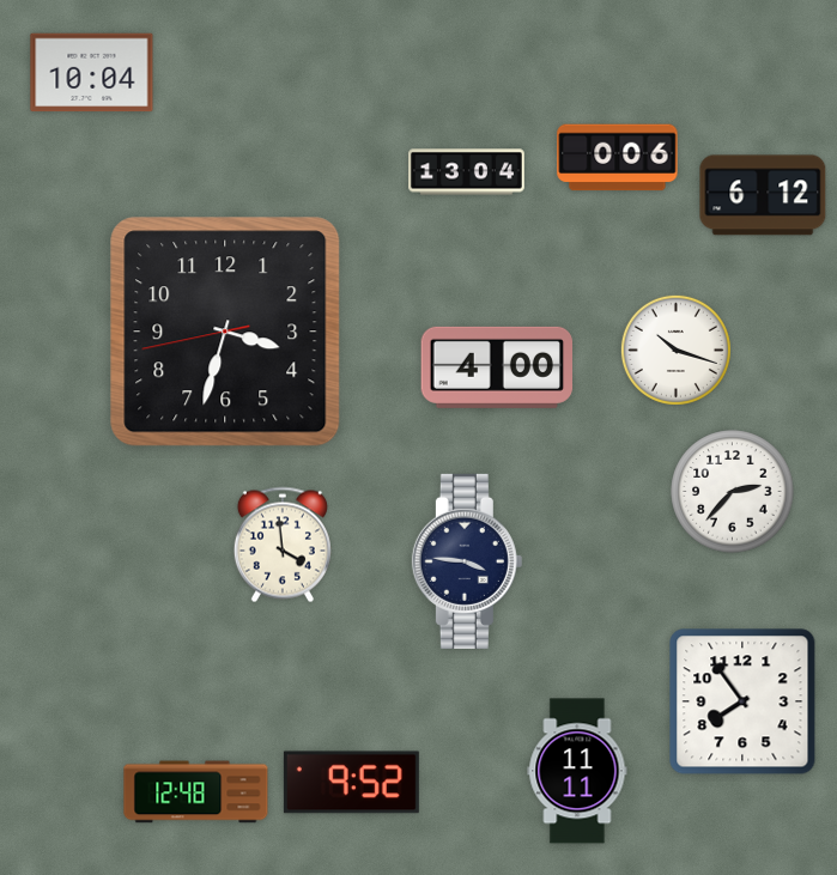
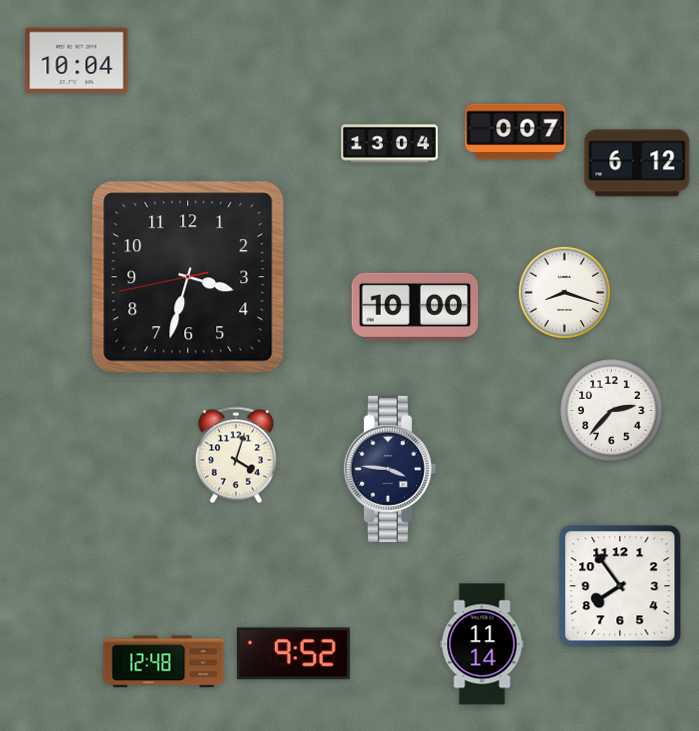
clock at (618, 158): 0:06 -> 0:07
clock at (675, 350): 10:18 -> 8:18
clock at (497, 367): 4:00 -> 10:00
clock at (283, 545): 3:59 -> 4:03
clock at (577, 771): 11:11 -> 11:14
